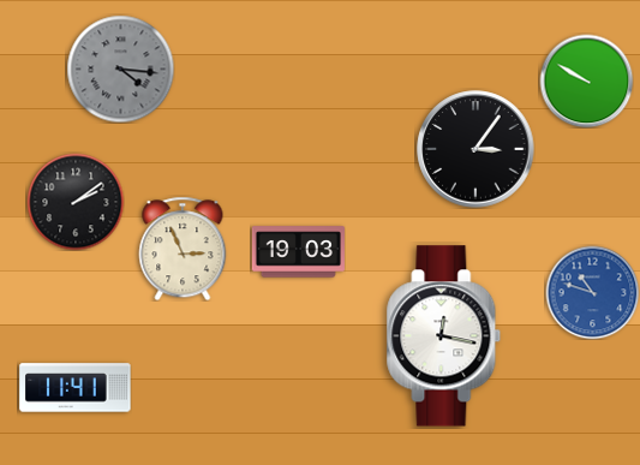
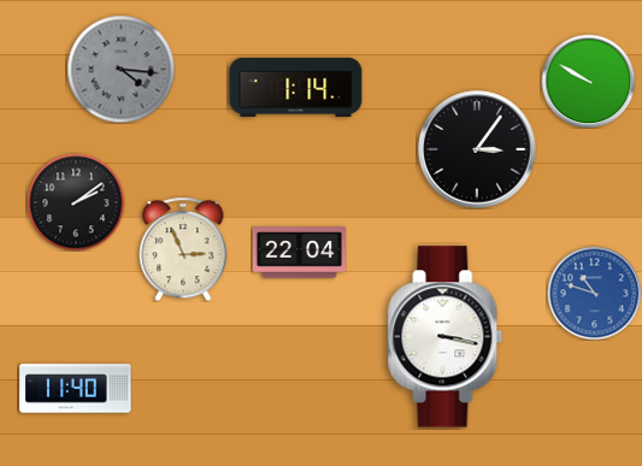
clock at (296, 87): none -> 1:14
clock at (298, 252): 19:03 -> 22:04
clock at (444, 336): 12:17 -> 3:17
clock at (76, 388): 11:41 -> 11:40
